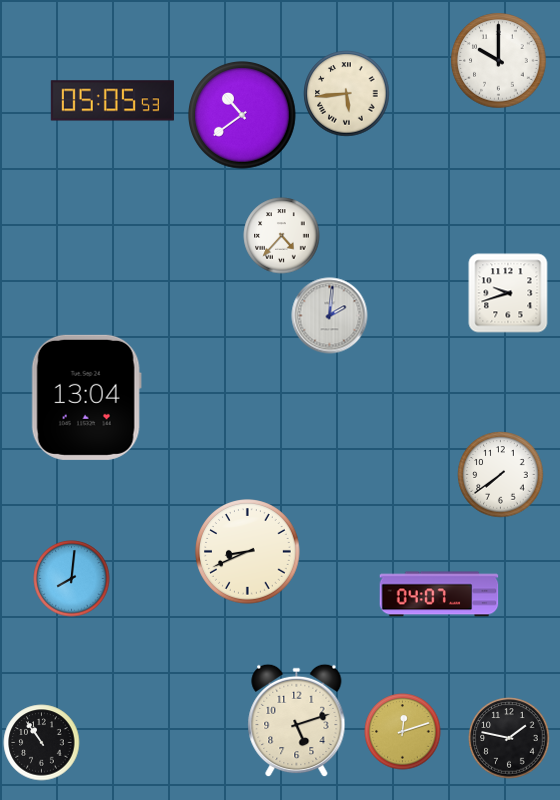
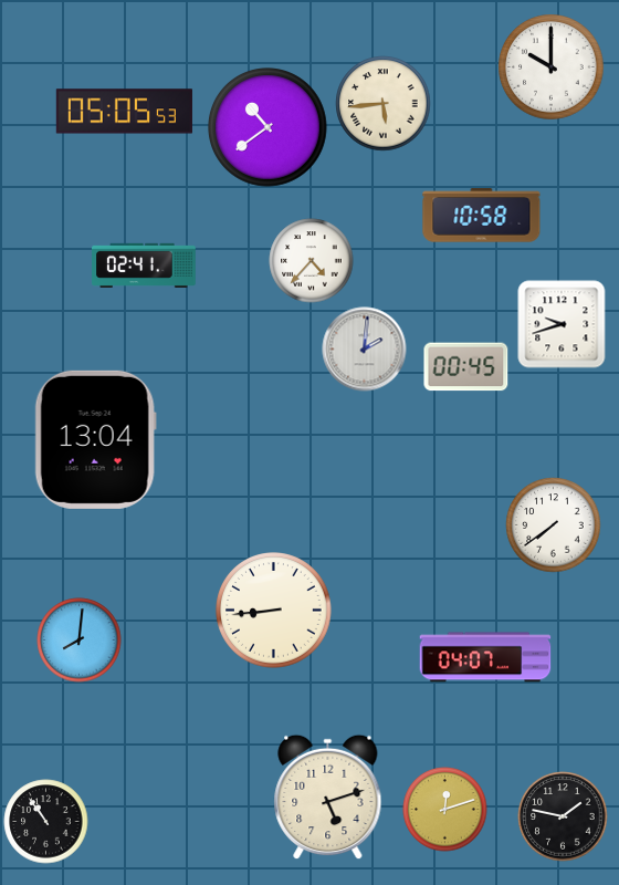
clock at (482, 216): none -> 10:58
clock at (145, 264): none -> 02:41
clock at (466, 367): none -> 00:45
clock at (248, 552): 8:41 -> 8:44
